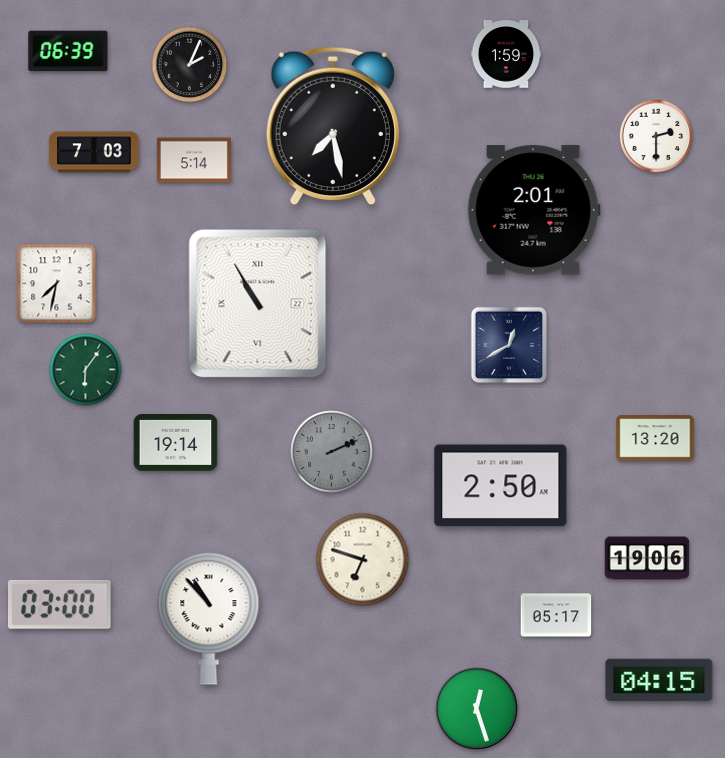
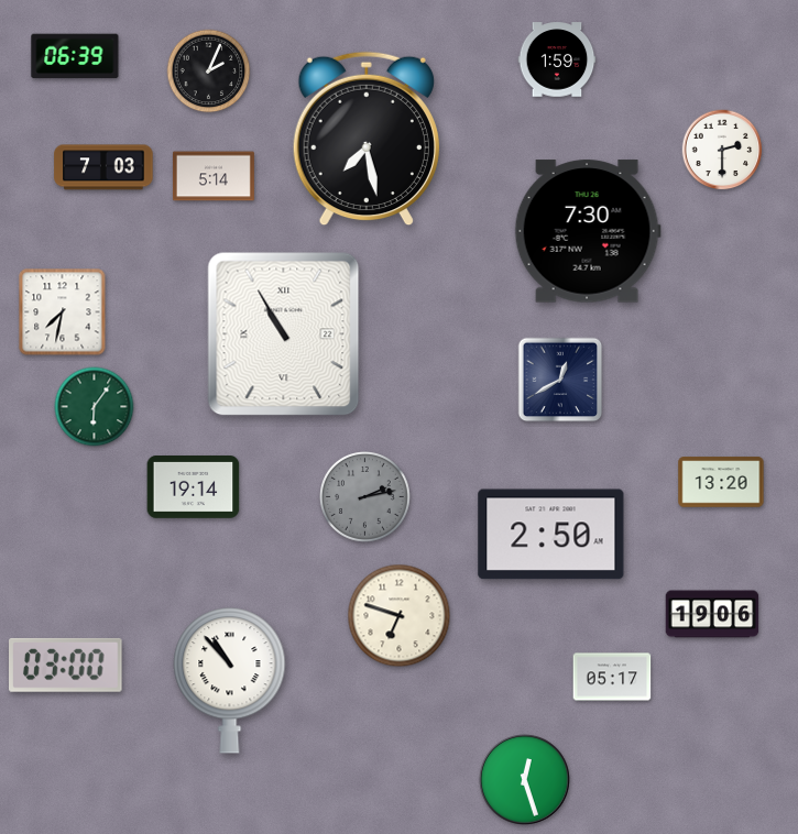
clock at (534, 210): 2:01 -> 7:30
clock at (332, 452): 2:11 -> 2:13
clock at (659, 680): 04:15 -> none
